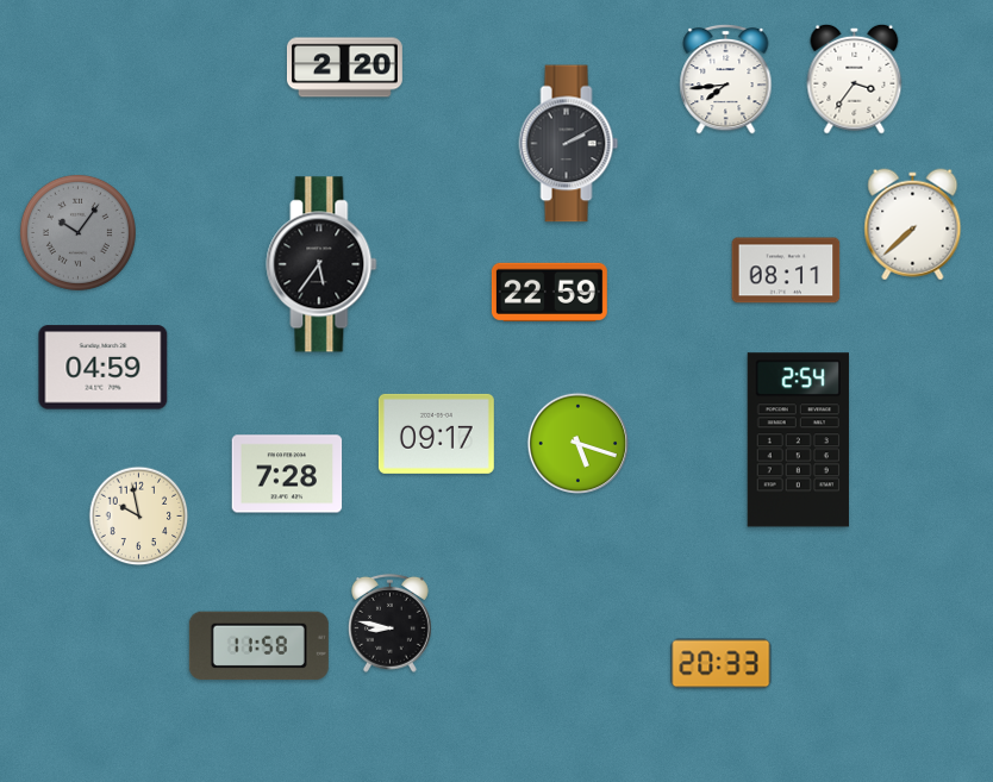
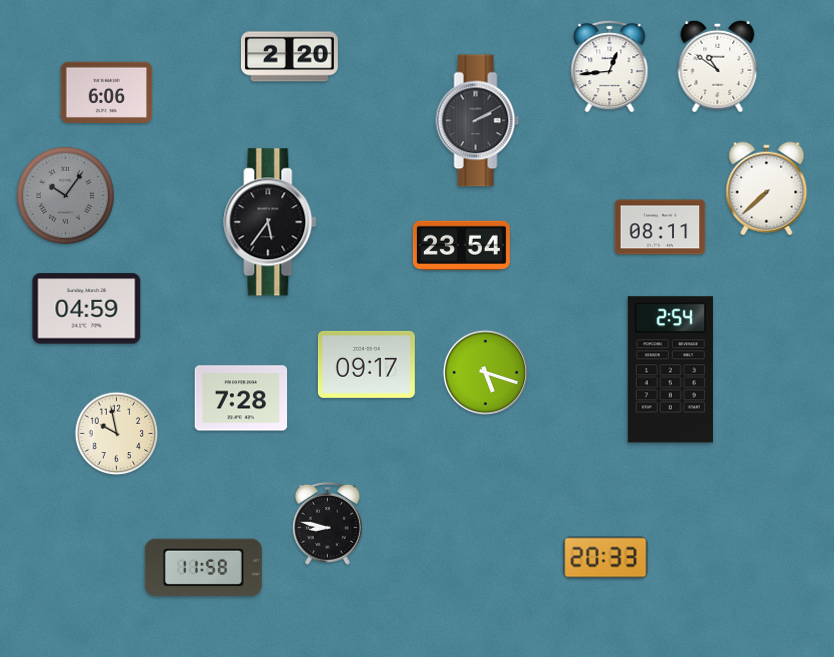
clock at (726, 79): 7:44 -> 12:44
clock at (855, 79): 3:36 -> 10:51
clock at (107, 92): none -> 6:06
clock at (549, 292): 22:59 -> 23:54
clock at (258, 646) position: (258, 646) -> (203, 568)
